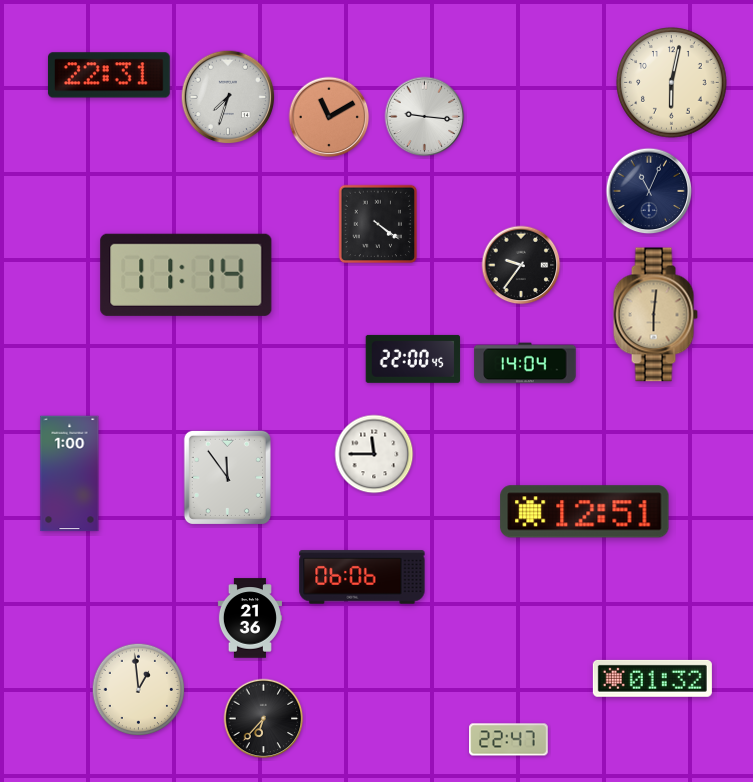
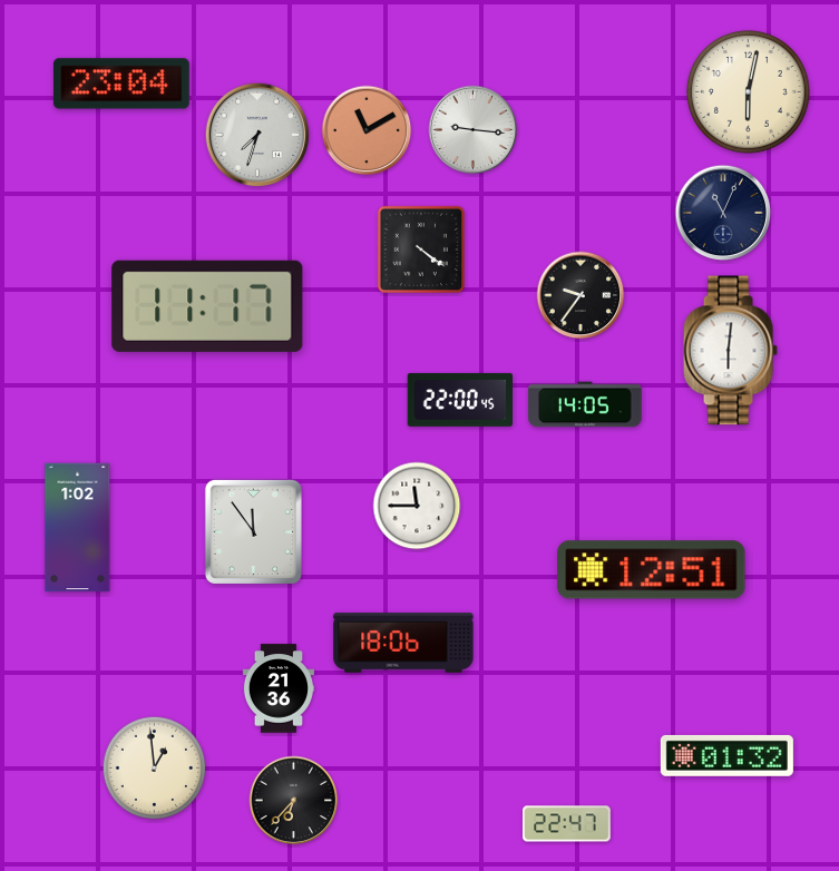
clock at (109, 75): 22:31 -> 23:04
clock at (228, 97) position: (228, 97) -> (257, 135)
clock at (186, 275): 11:14 -> 11:17
clock at (655, 315) dial: champagne -> white
clock at (525, 363): 14:04 -> 14:05
clock at (70, 474): 1:00 -> 1:02
clock at (362, 577): 06:06 -> 18:06
